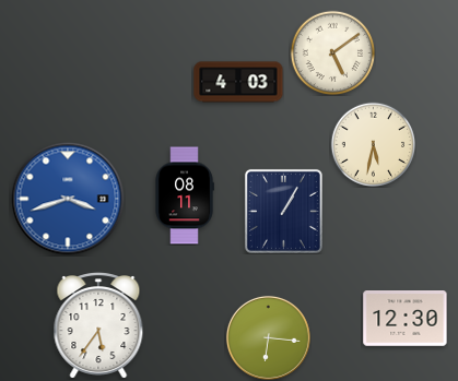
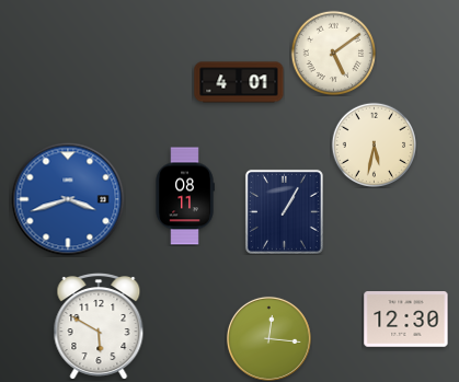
clock at (238, 82): 4:03 -> 4:01
clock at (98, 326): 5:36 -> 5:50
clock at (268, 337): 6:16 -> 12:16
